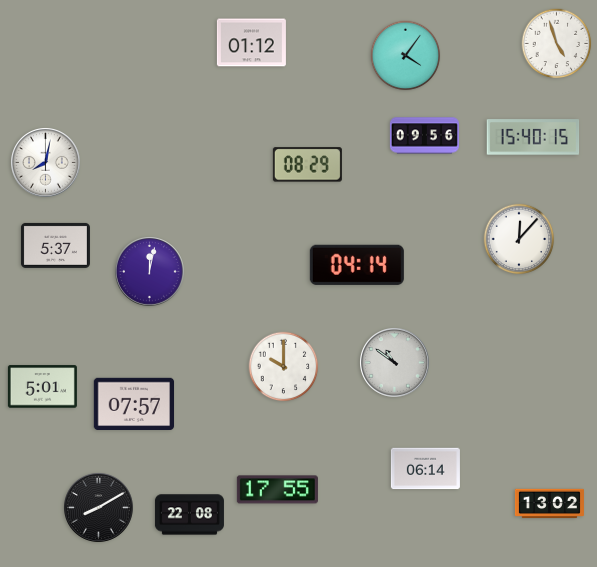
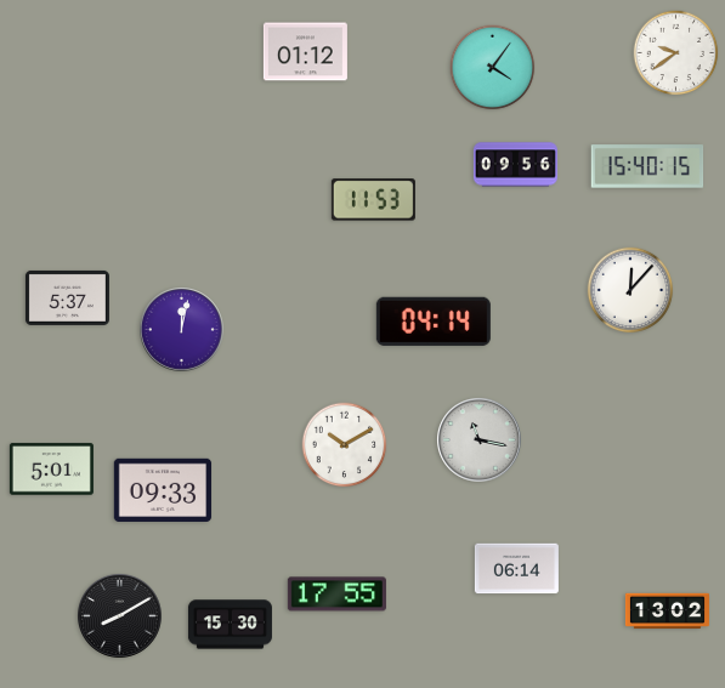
clock at (557, 44): 4:57 -> 9:39
clock at (46, 163): 8:02 -> none
clock at (307, 165): 08:29 -> 11:53
clock at (395, 363): 10:51 -> 11:17
clock at (284, 367): 10:00 -> 10:10
clock at (134, 404): 07:57 -> 09:33
clock at (189, 515): 22:08 -> 15:30
